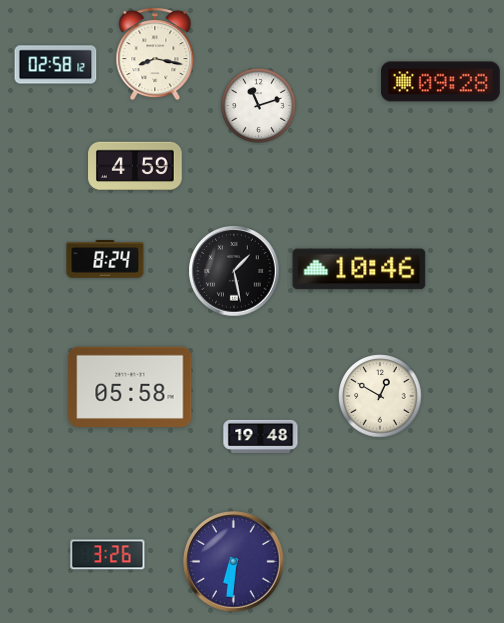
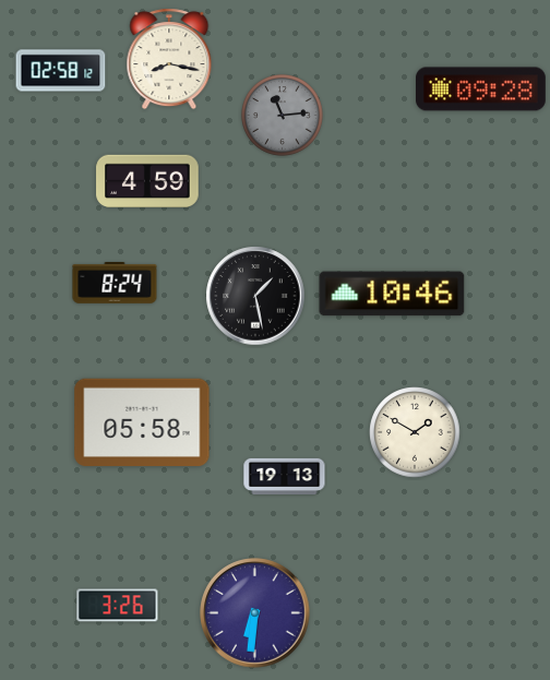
clock at (259, 106): 11:12 -> 11:14
clock at (259, 106) dial: white -> grey
clock at (380, 396): 12:50 -> 1:50
clock at (261, 436): 19:48 -> 19:13
